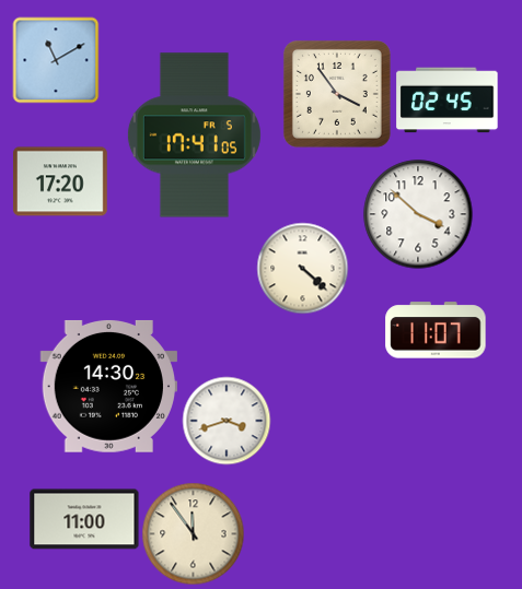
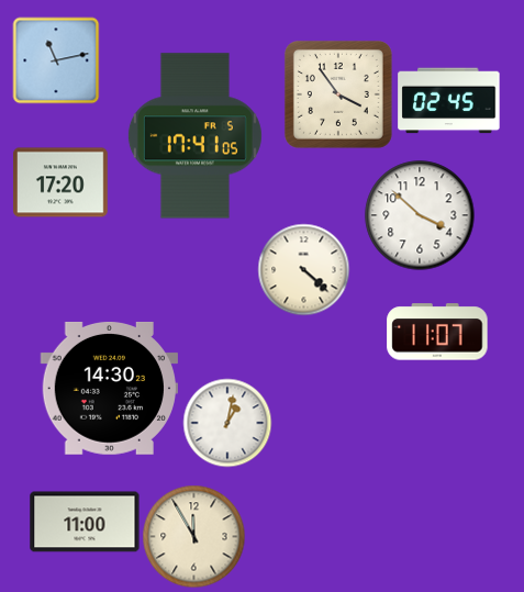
clock at (56, 60): 11:10 -> 11:13
clock at (227, 421): 3:42 -> 1:02
clock at (193, 533): 11:54 -> 11:55
